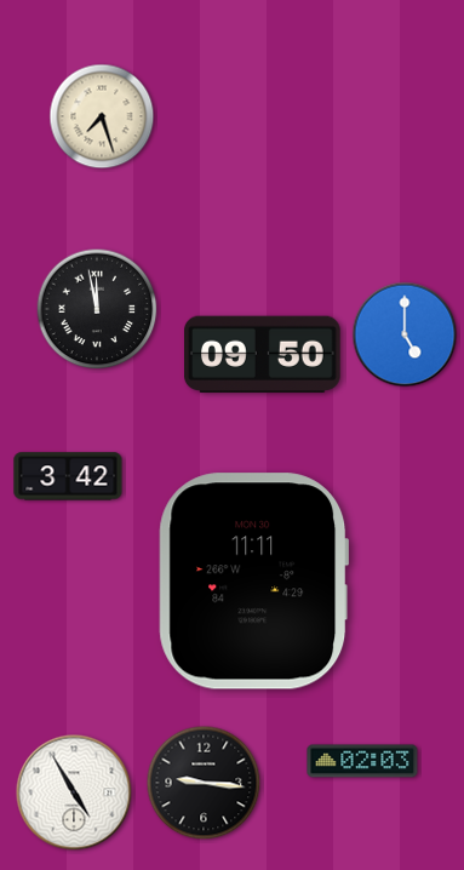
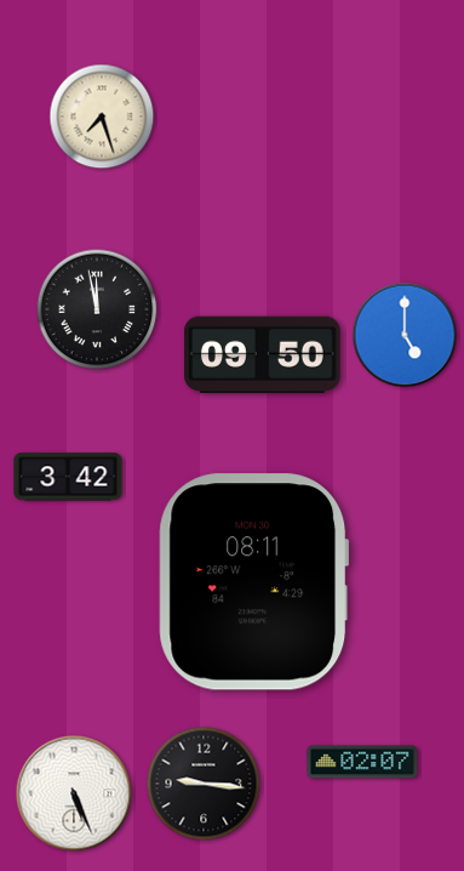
clock at (254, 582): 11:11 -> 08:11
clock at (362, 761): 02:03 -> 02:07
clock at (74, 792): 4:55 -> 5:26
